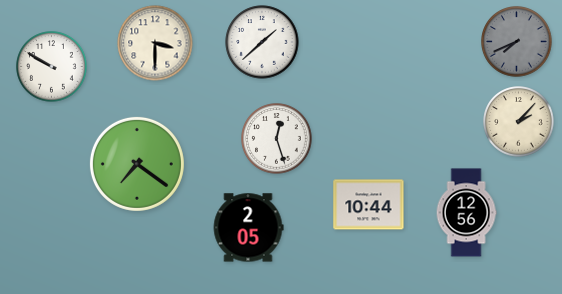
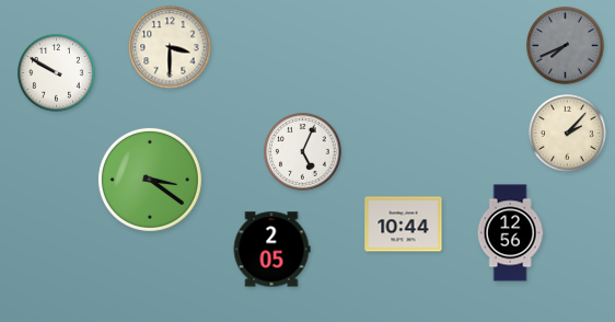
clock at (262, 42): 1:38 -> none
clock at (277, 139): 12:27 -> 5:04
clock at (137, 164): 7:21 -> 3:21
